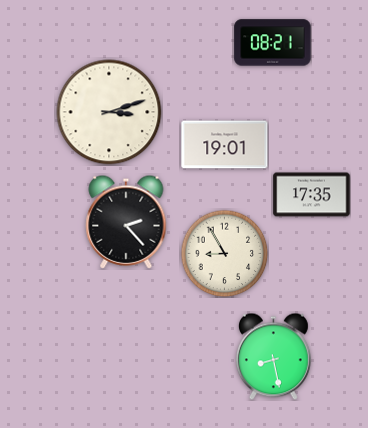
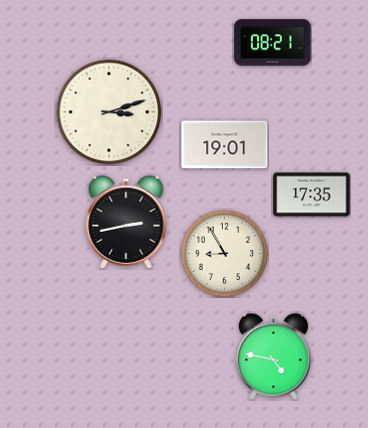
clock at (126, 222): 2:23 -> 2:43
clock at (273, 356): 8:28 -> 4:47
